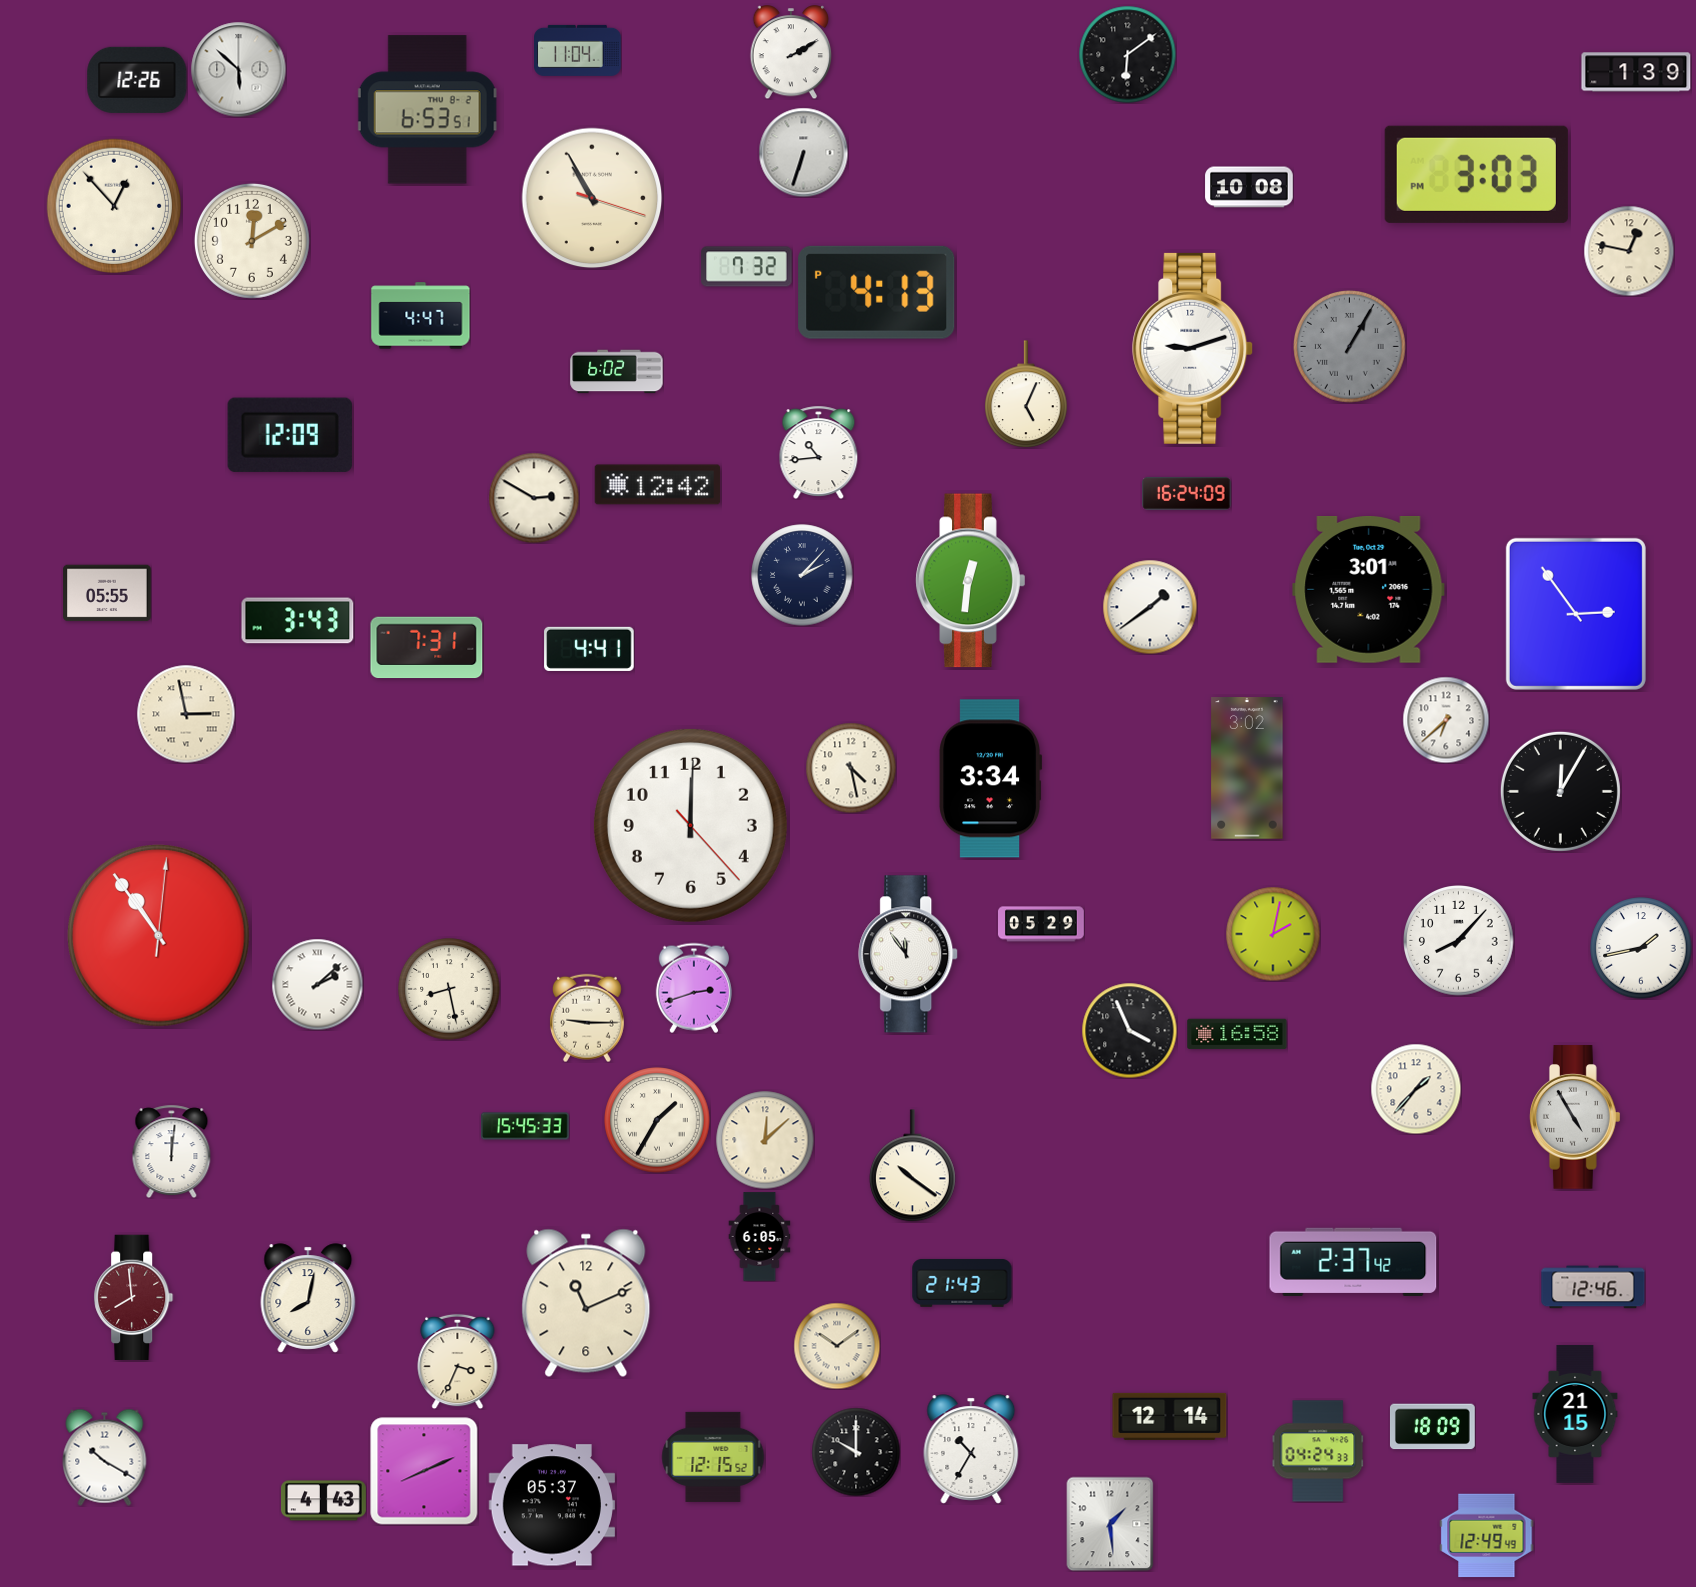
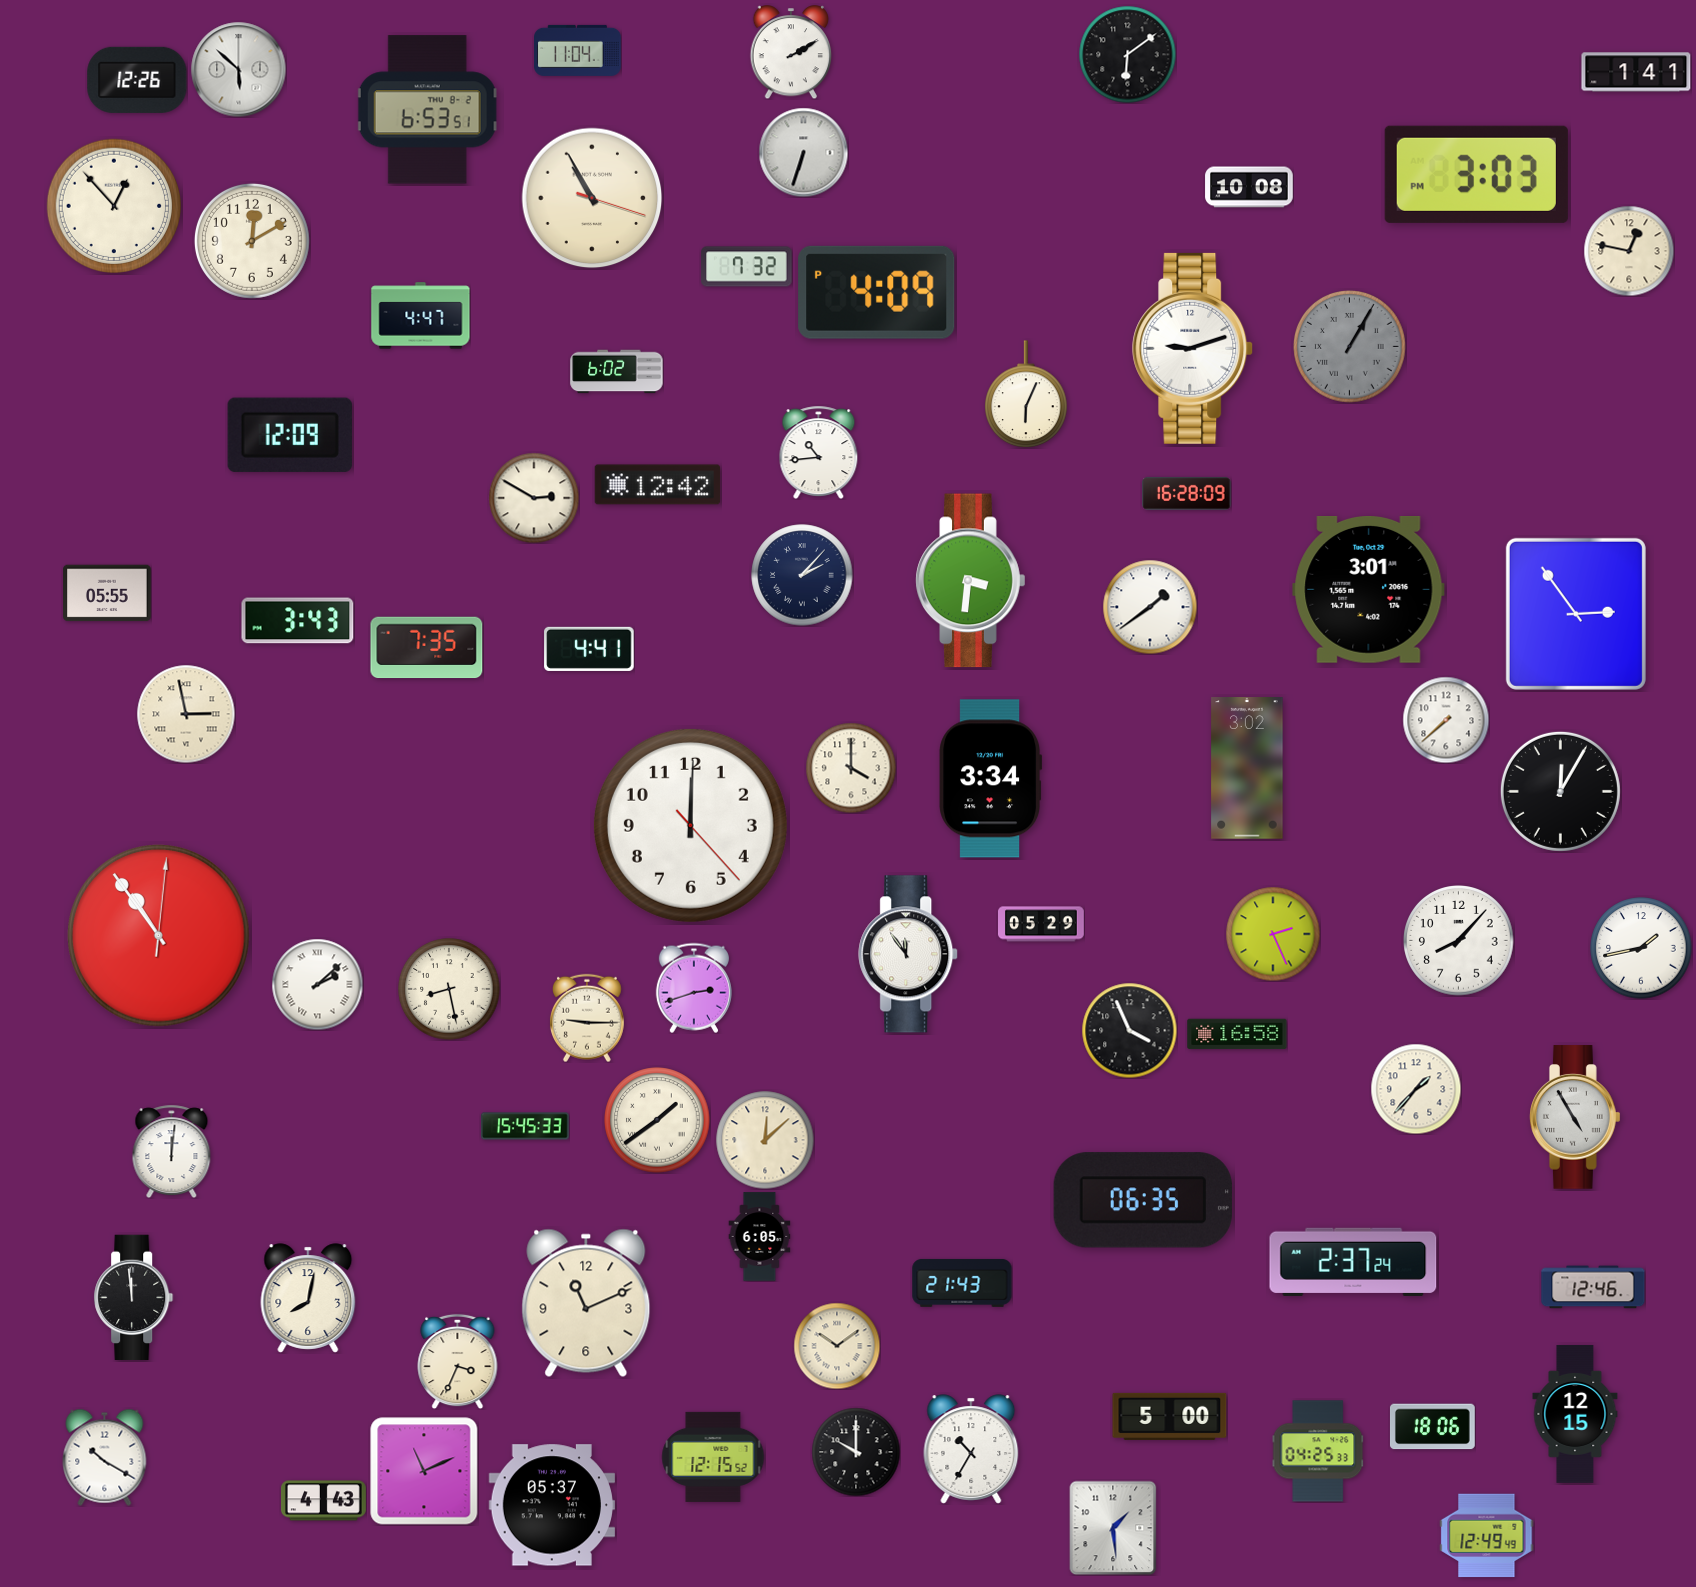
clock at (1636, 72): 1:39 -> 1:41
clock at (877, 292): 4:13 -> 4:09
clock at (1027, 394): 5:04 -> 6:04
clock at (1187, 493): 16:24 -> 16:28
clock at (971, 581): 12:31 -> 3:31
clock at (427, 648): 7:31 -> 7:35
clock at (1446, 720): 6:38 -> 7:38
clock at (851, 768): 4:28 -> 4:00
clock at (1273, 934): 2:02 -> 2:26
clock at (657, 1120): 1:35 -> 1:39
clock at (912, 1166): 10:21 -> none
clock at (1143, 1200): none -> 06:35
clock at (1353, 1262): 2:37:42 -> 2:37:24
clock at (134, 1298): 7:59 -> 11:59
clock at (134, 1298) dial: burgundy -> black
clock at (1575, 1414): 21:15 -> 12:15
clock at (1170, 1416): 12:14 -> 5:00
clock at (1432, 1427): 18:09 -> 18:06
clock at (1318, 1451): 04:24 -> 04:25
clock at (424, 1471): 8:11 -> 11:11
clock at (1110, 1524) position: (1110, 1524) -> (1113, 1528)
